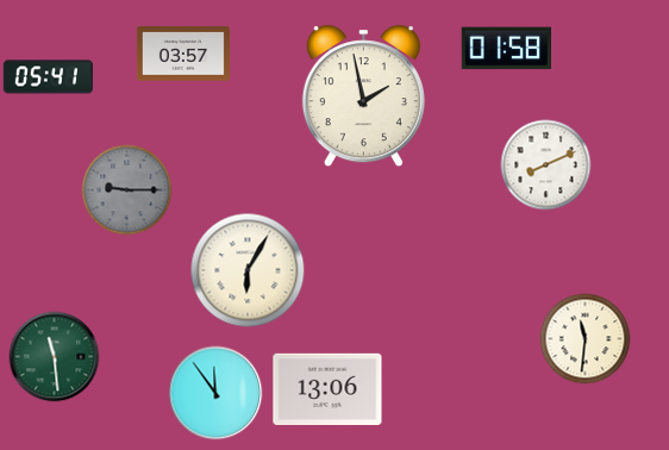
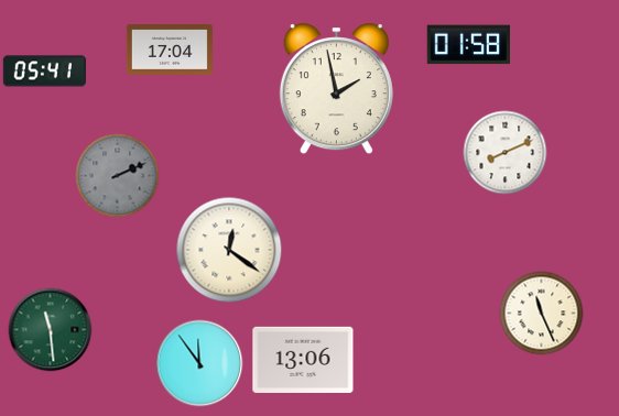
clock at (183, 54): 03:57 -> 17:04
clock at (127, 190): 9:15 -> 2:11
clock at (248, 270): 6:05 -> 12:21
clock at (586, 339): 11:31 -> 11:26
